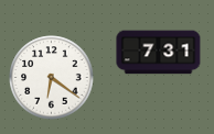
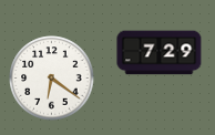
clock at (159, 53): 7:31 -> 7:29
